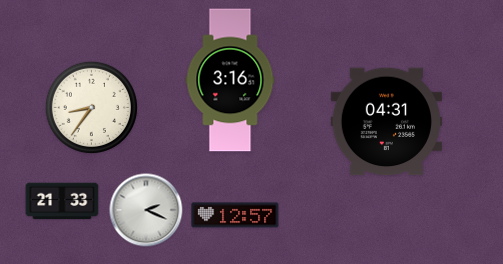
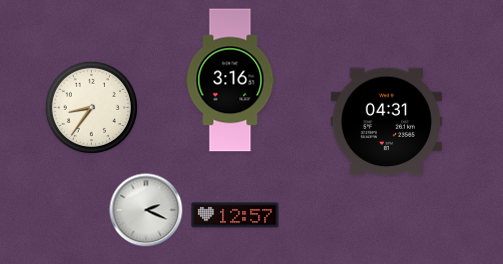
clock at (62, 201): 21:33 -> none
